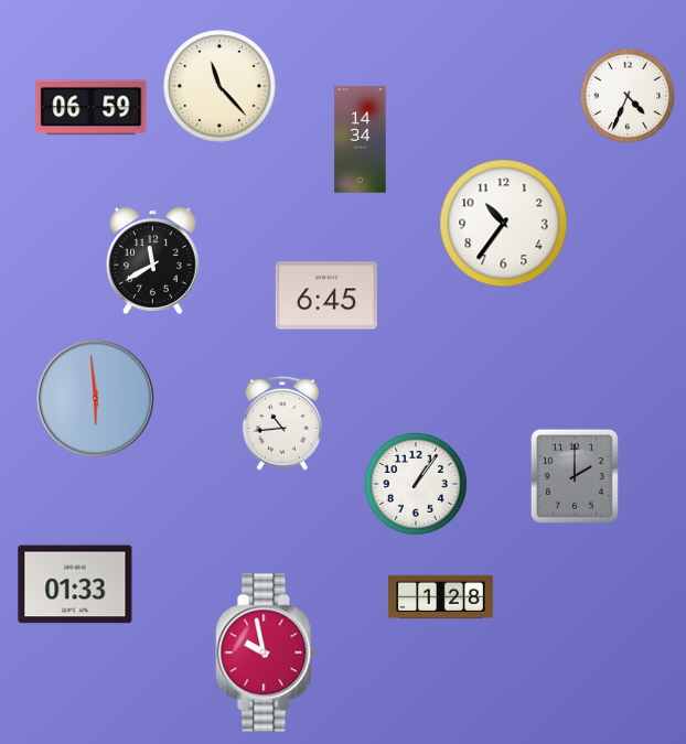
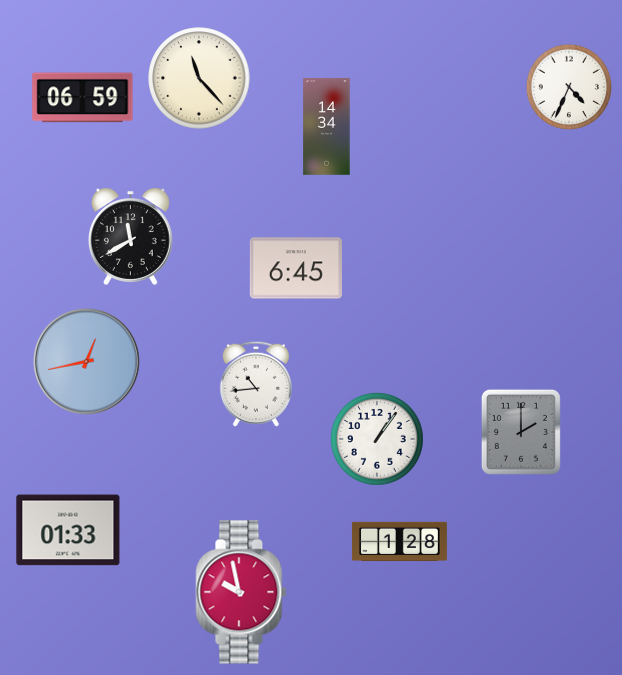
clock at (504, 224): 10:36 -> none
clock at (153, 260) position: (153, 260) -> (131, 236)
clock at (95, 398): 5:59 -> 12:43
